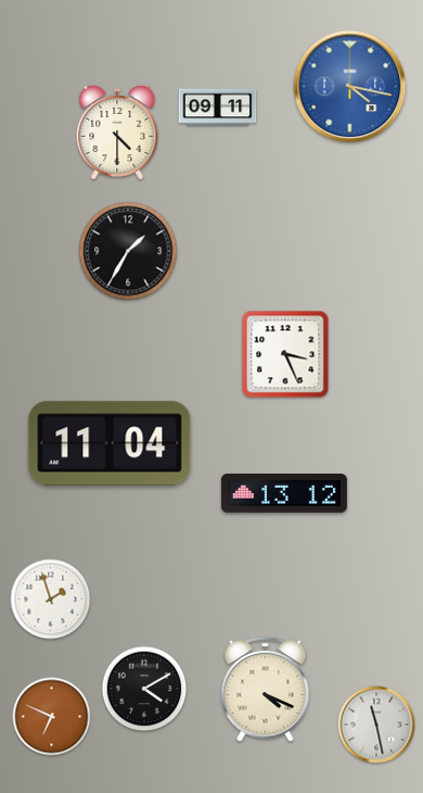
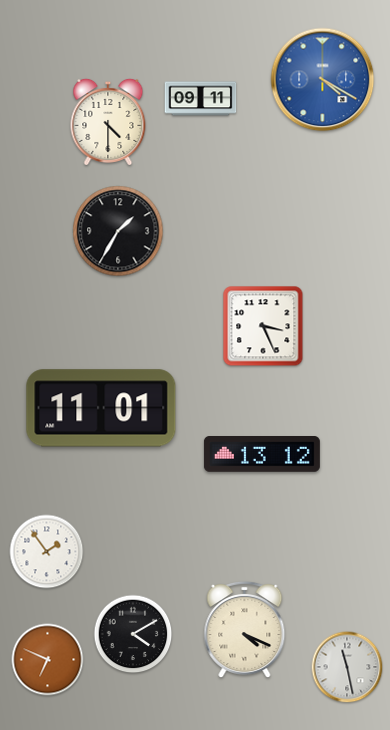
clock at (350, 87): 4:17 -> 4:20
clock at (110, 443): 11:04 -> 11:01
clock at (51, 600): 1:57 -> 1:54
clock at (266, 690) position: (266, 690) -> (245, 630)
